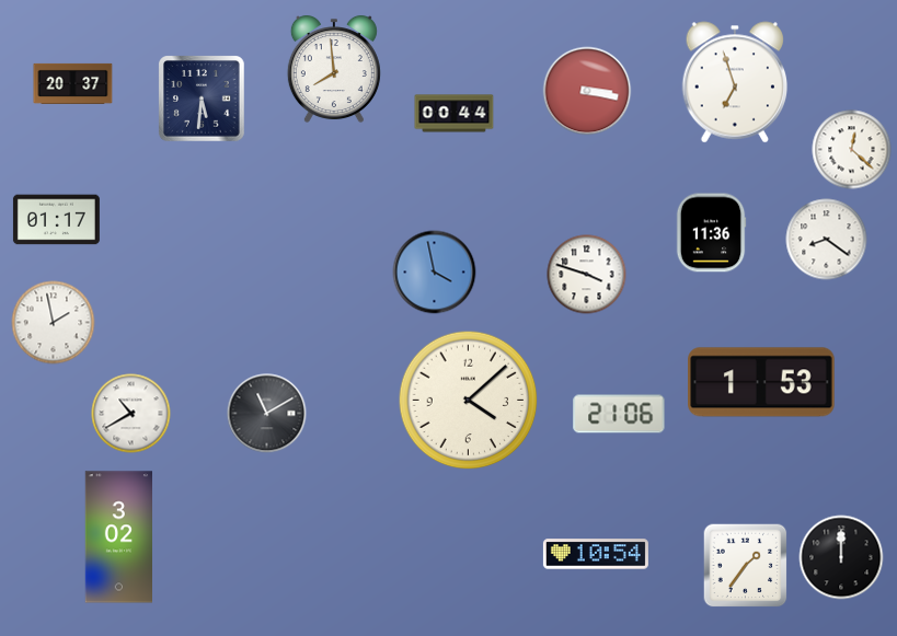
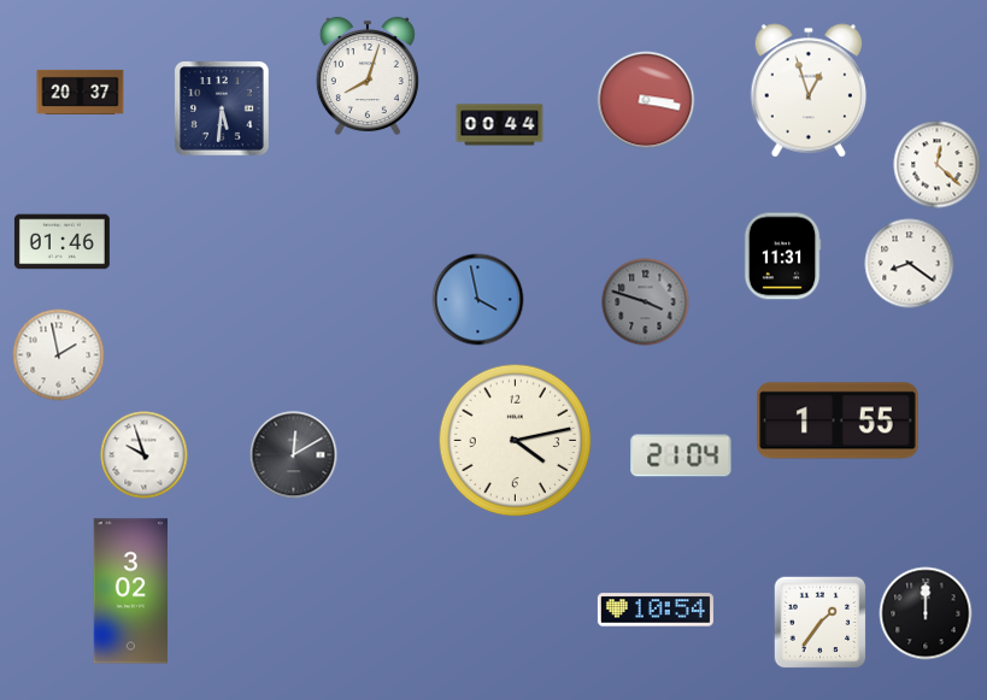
clock at (334, 69): 7:59 -> 8:03
clock at (735, 82): 6:57 -> 12:57
clock at (56, 220): 01:17 -> 01:46
clock at (711, 233): 11:36 -> 11:31
clock at (587, 275) dial: white -> grey
clock at (761, 382): 1:53 -> 1:55
clock at (469, 401): 4:08 -> 4:13
clock at (131, 414): 10:40 -> 9:57
clock at (267, 414): 11:10 -> 12:10
clock at (619, 414): 21:06 -> 21:04
